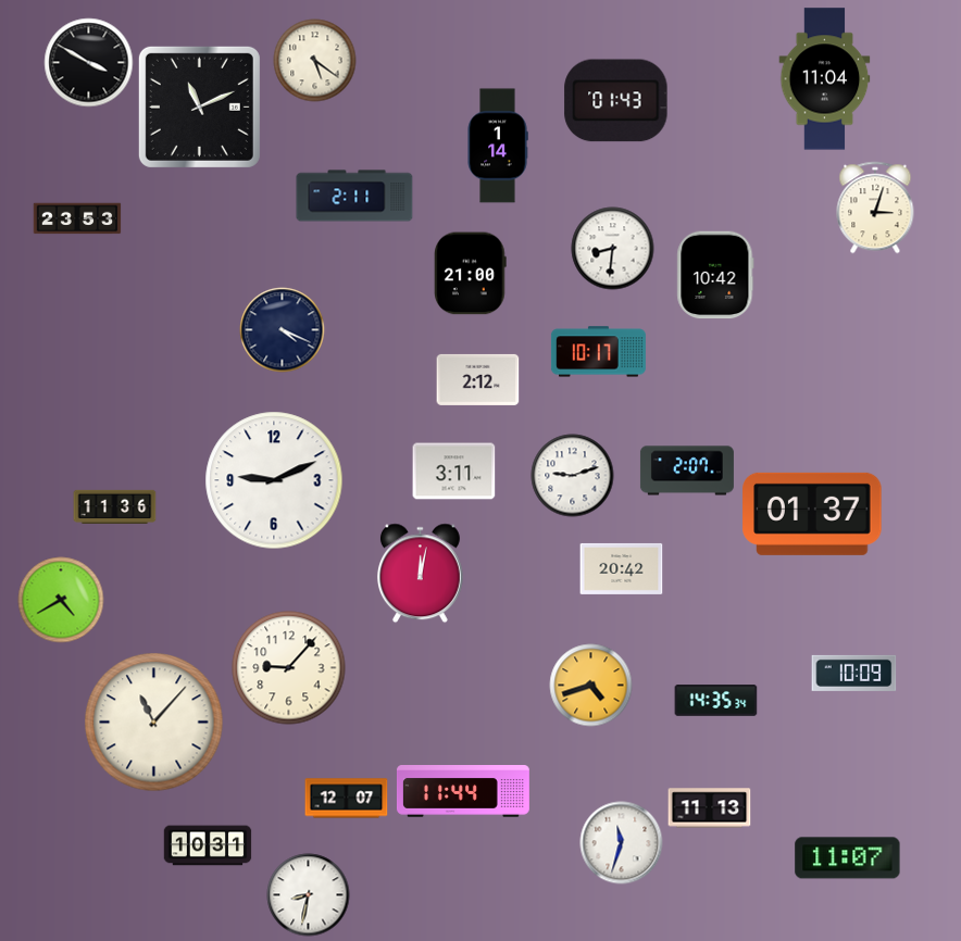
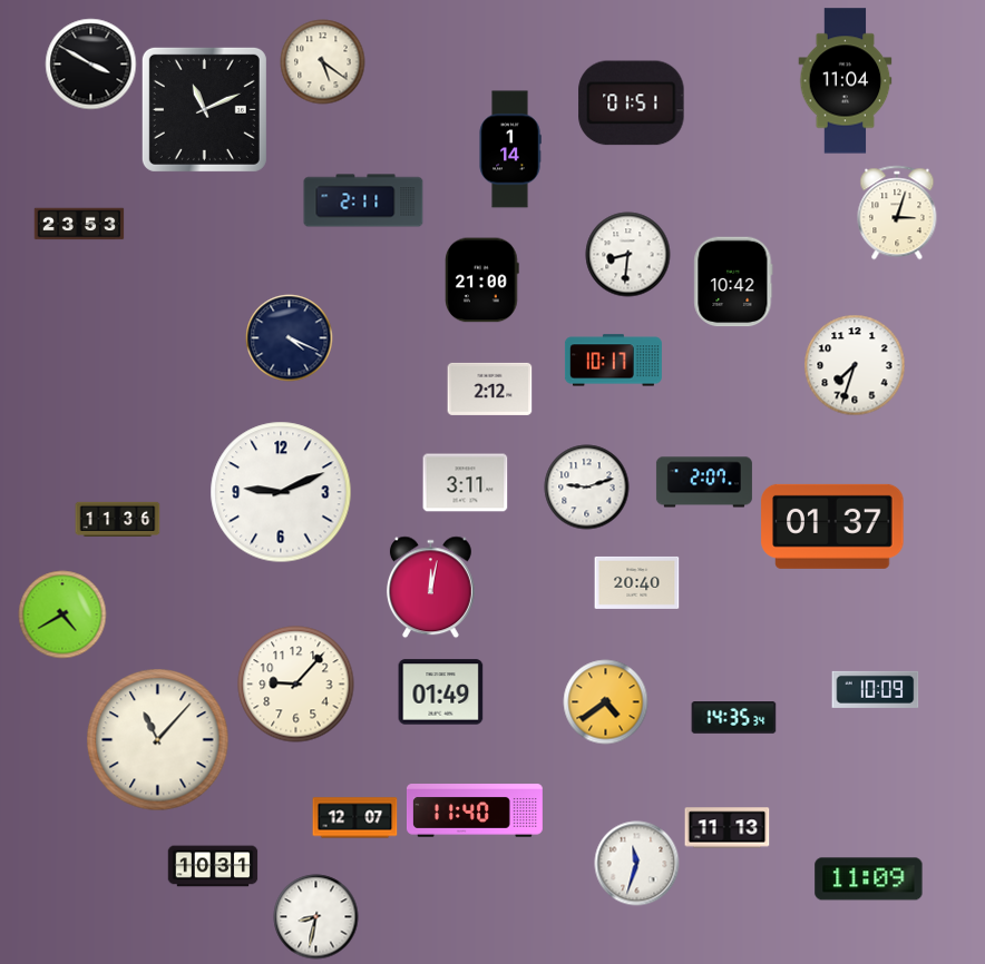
clock at (616, 101): 01:43 -> 01:51
clock at (855, 365): none -> 7:33
clock at (622, 568): 20:42 -> 20:40
clock at (441, 692): none -> 01:49
clock at (591, 686): 4:42 -> 4:39
clock at (463, 791): 11:44 -> 11:40
clock at (848, 858): 11:07 -> 11:09
